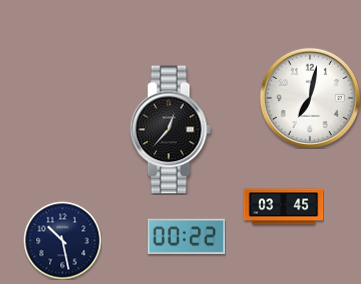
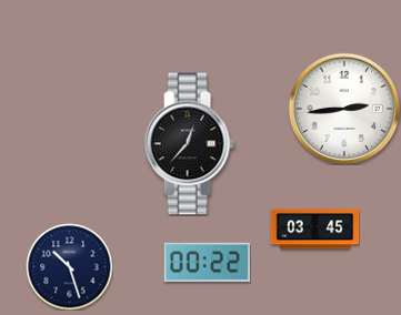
clock at (310, 98): 7:02 -> 2:44
clock at (62, 240): 10:28 -> 10:27
